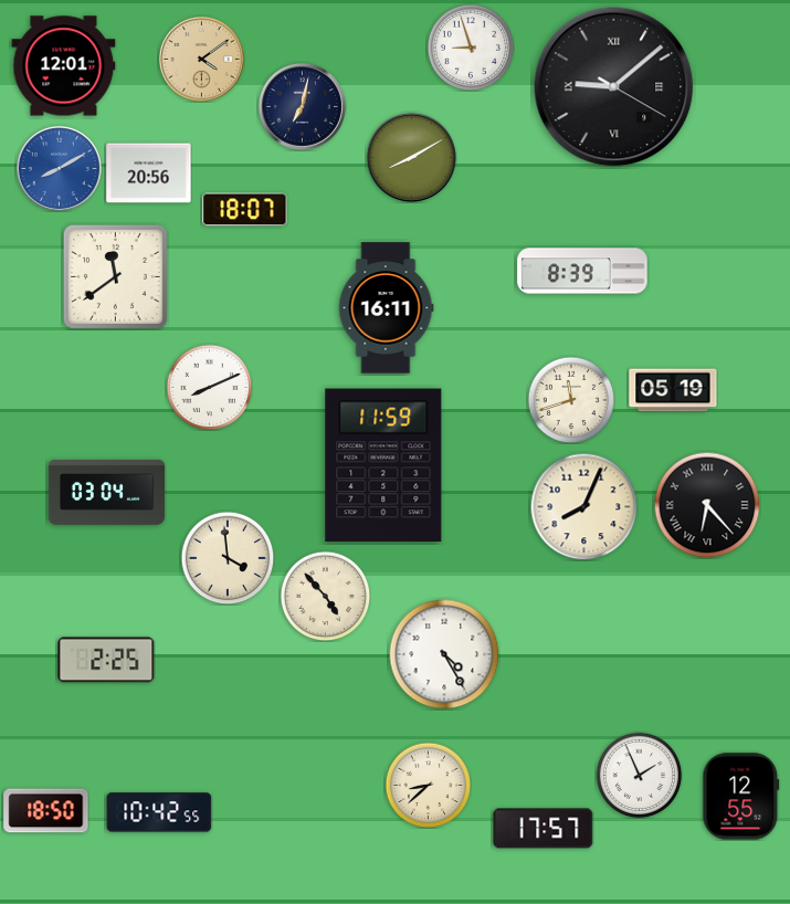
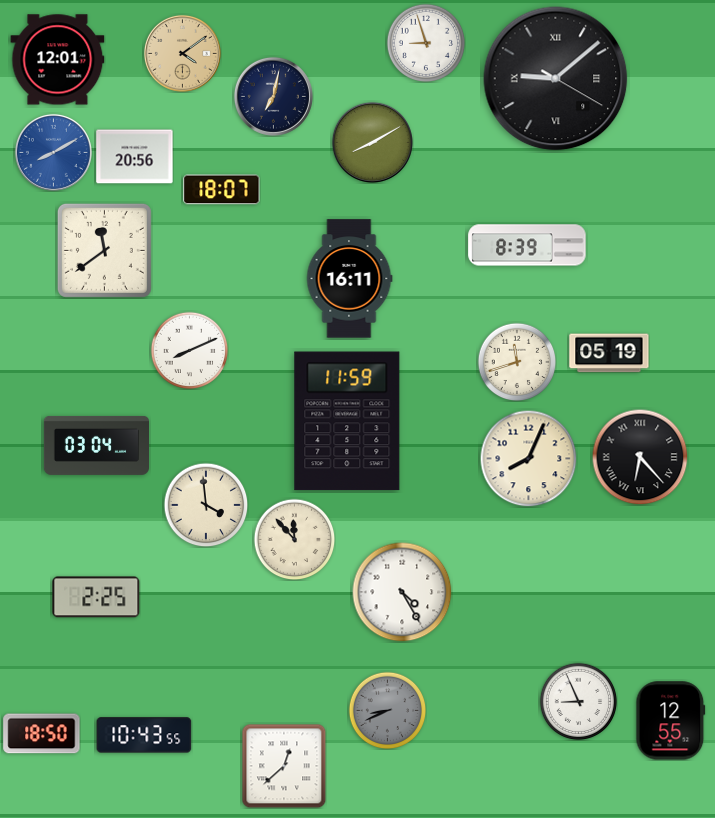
clock at (325, 596): 4:53 -> 11:53
clock at (639, 775): 1:56 -> 8:56
clock at (428, 785): 8:38 -> 8:41
clock at (428, 785) dial: cream -> grey
clock at (159, 812): 10:42 -> 10:43
clock at (544, 829): 17:57 -> none
clock at (284, 766): none -> 12:38
